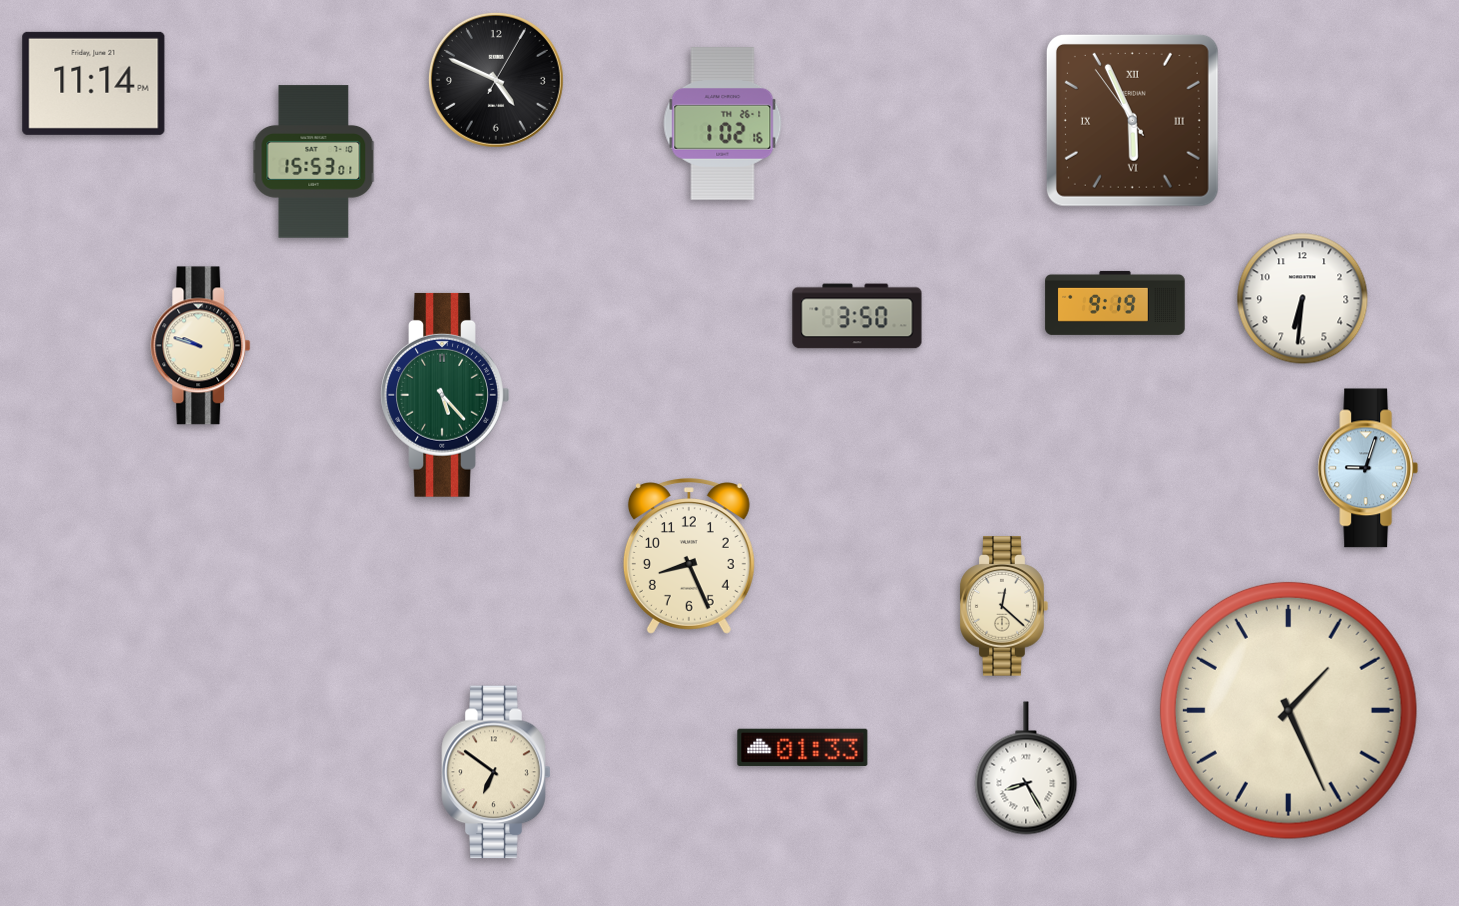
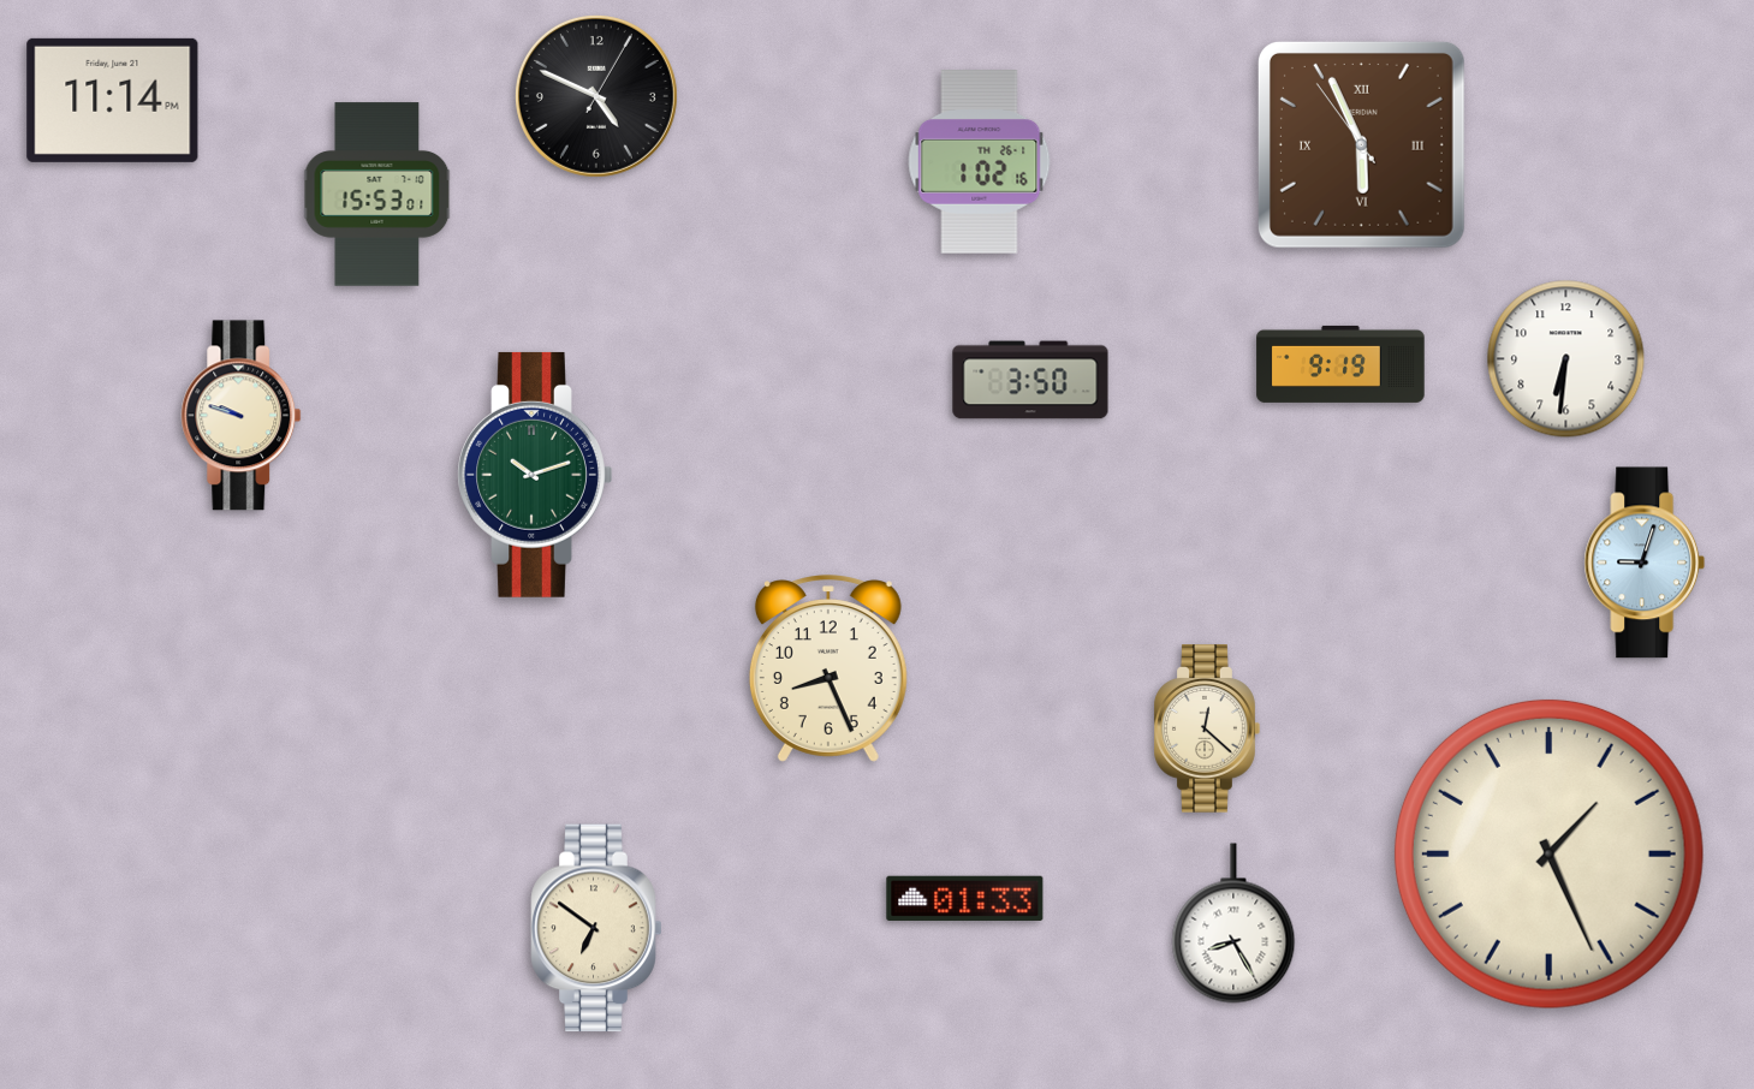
clock at (723, 124) position: (723, 124) -> (980, 162)
clock at (445, 395): 5:23 -> 10:12
